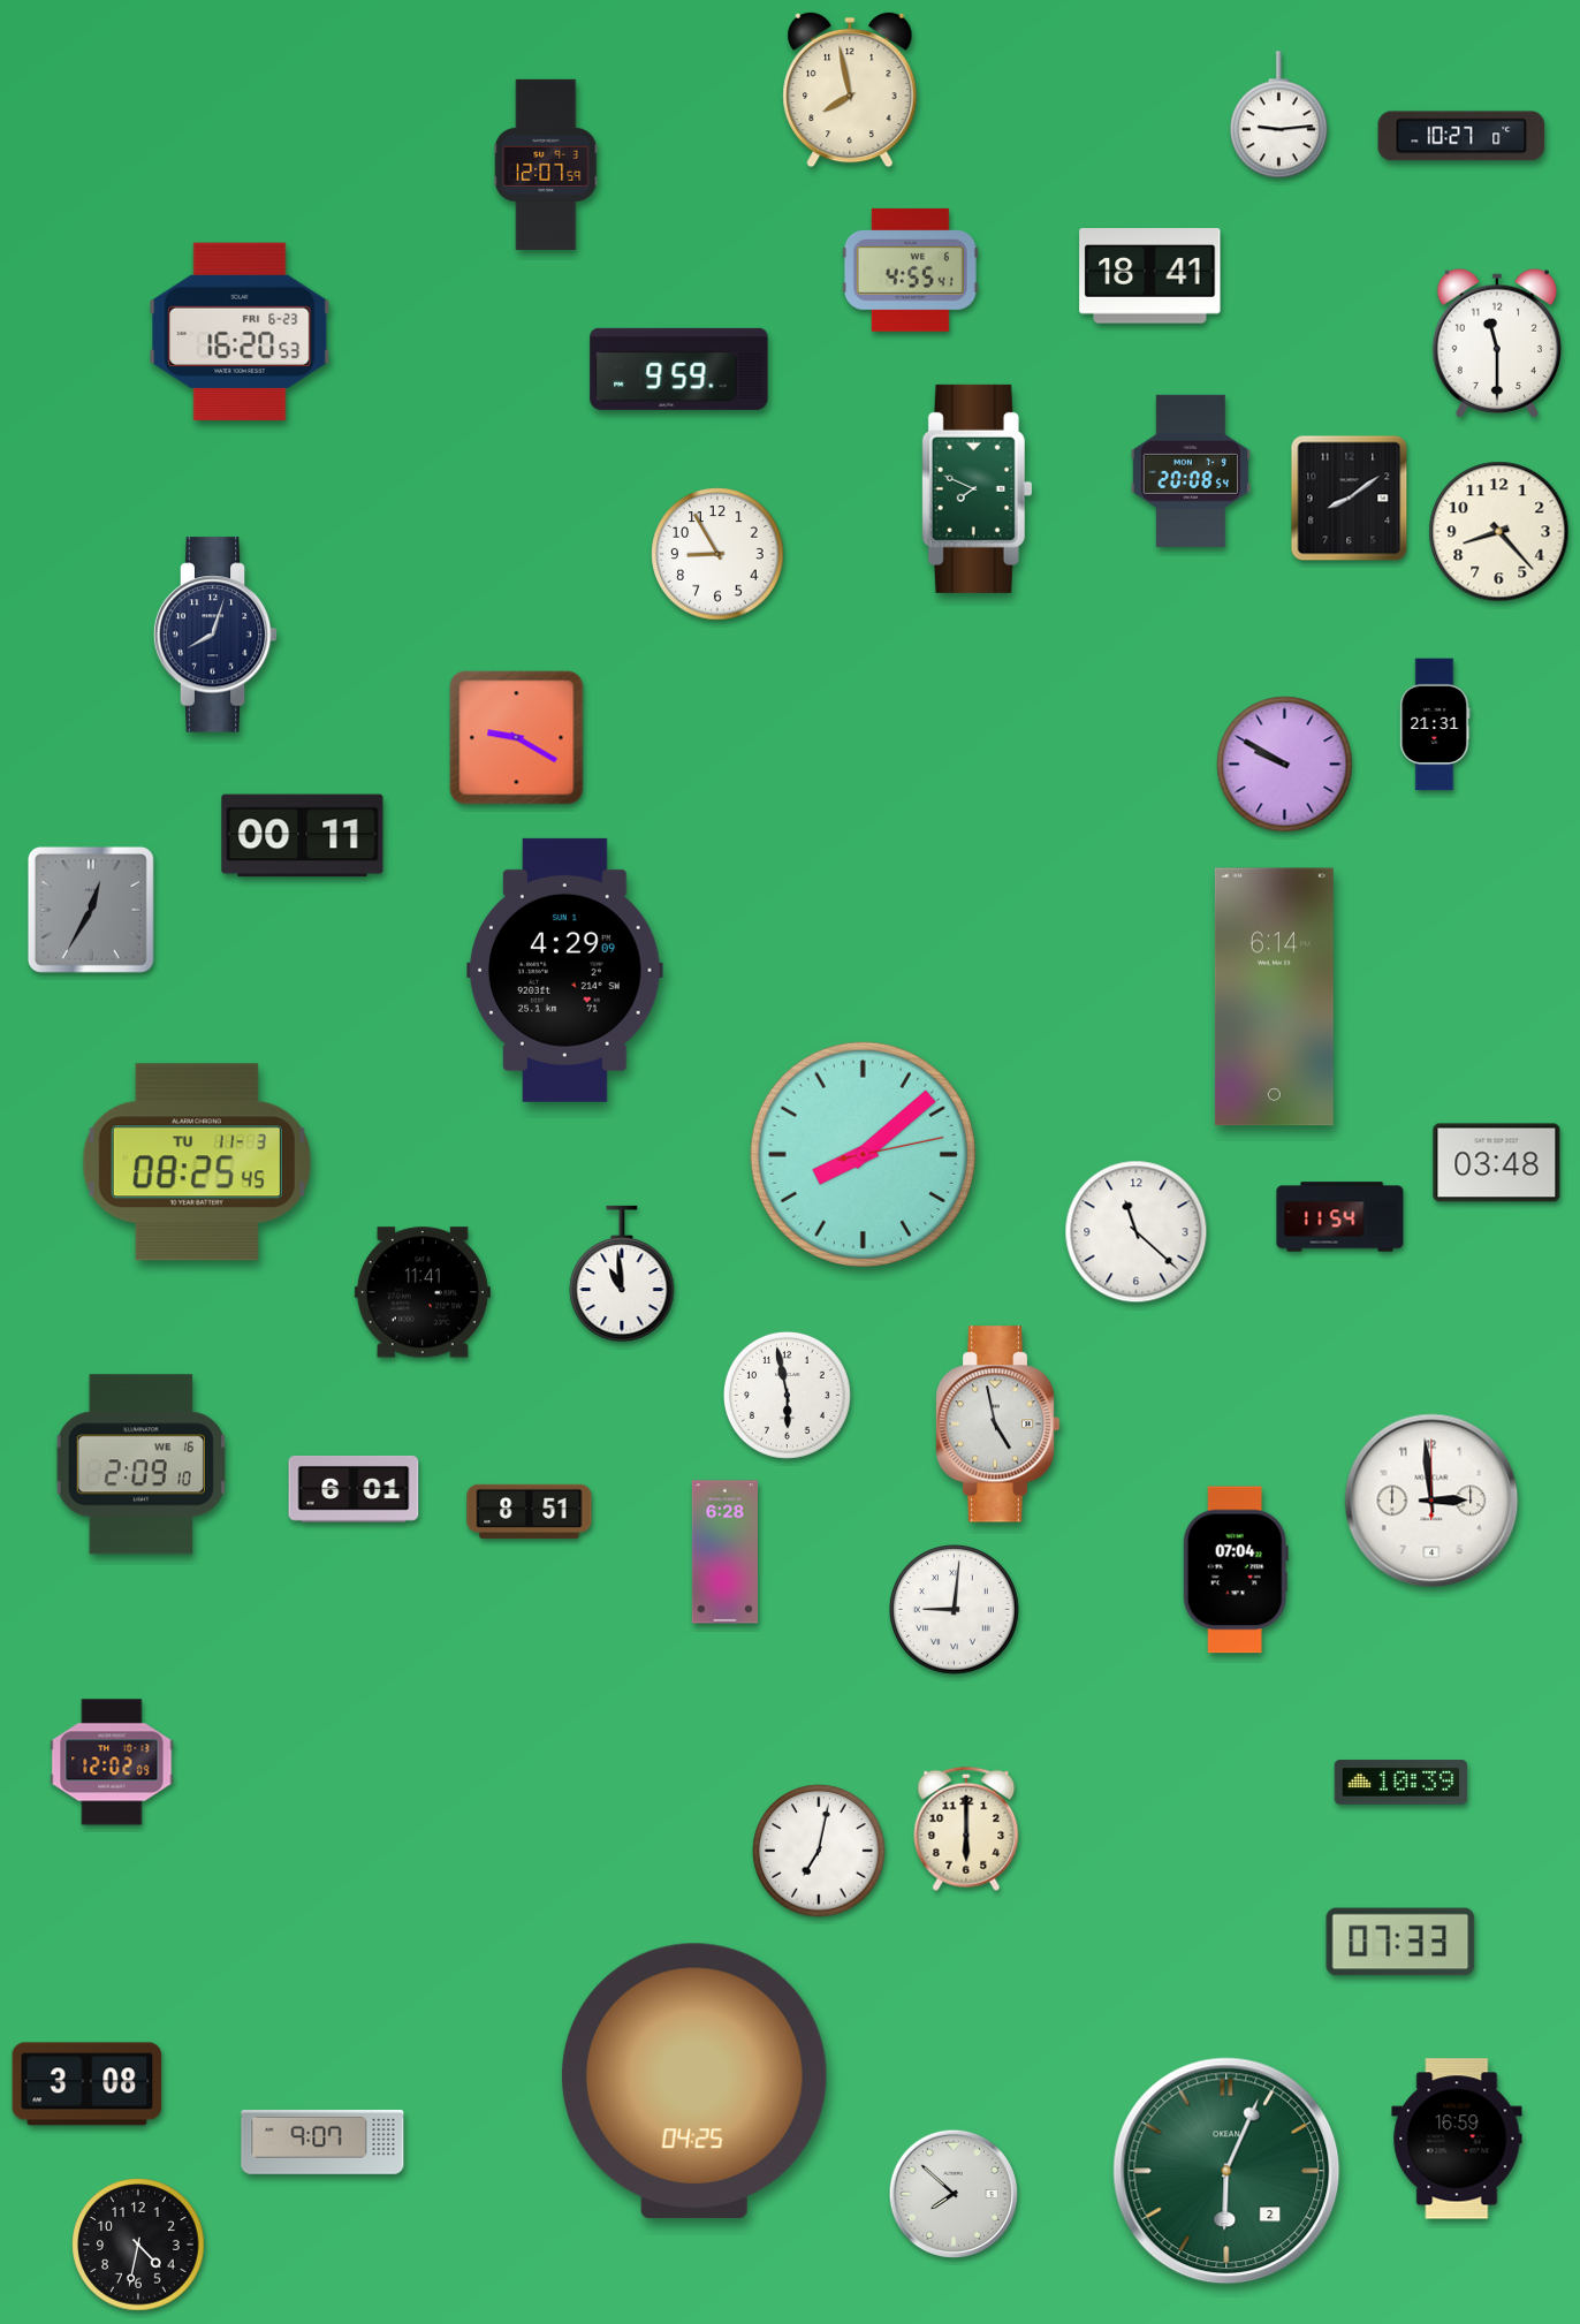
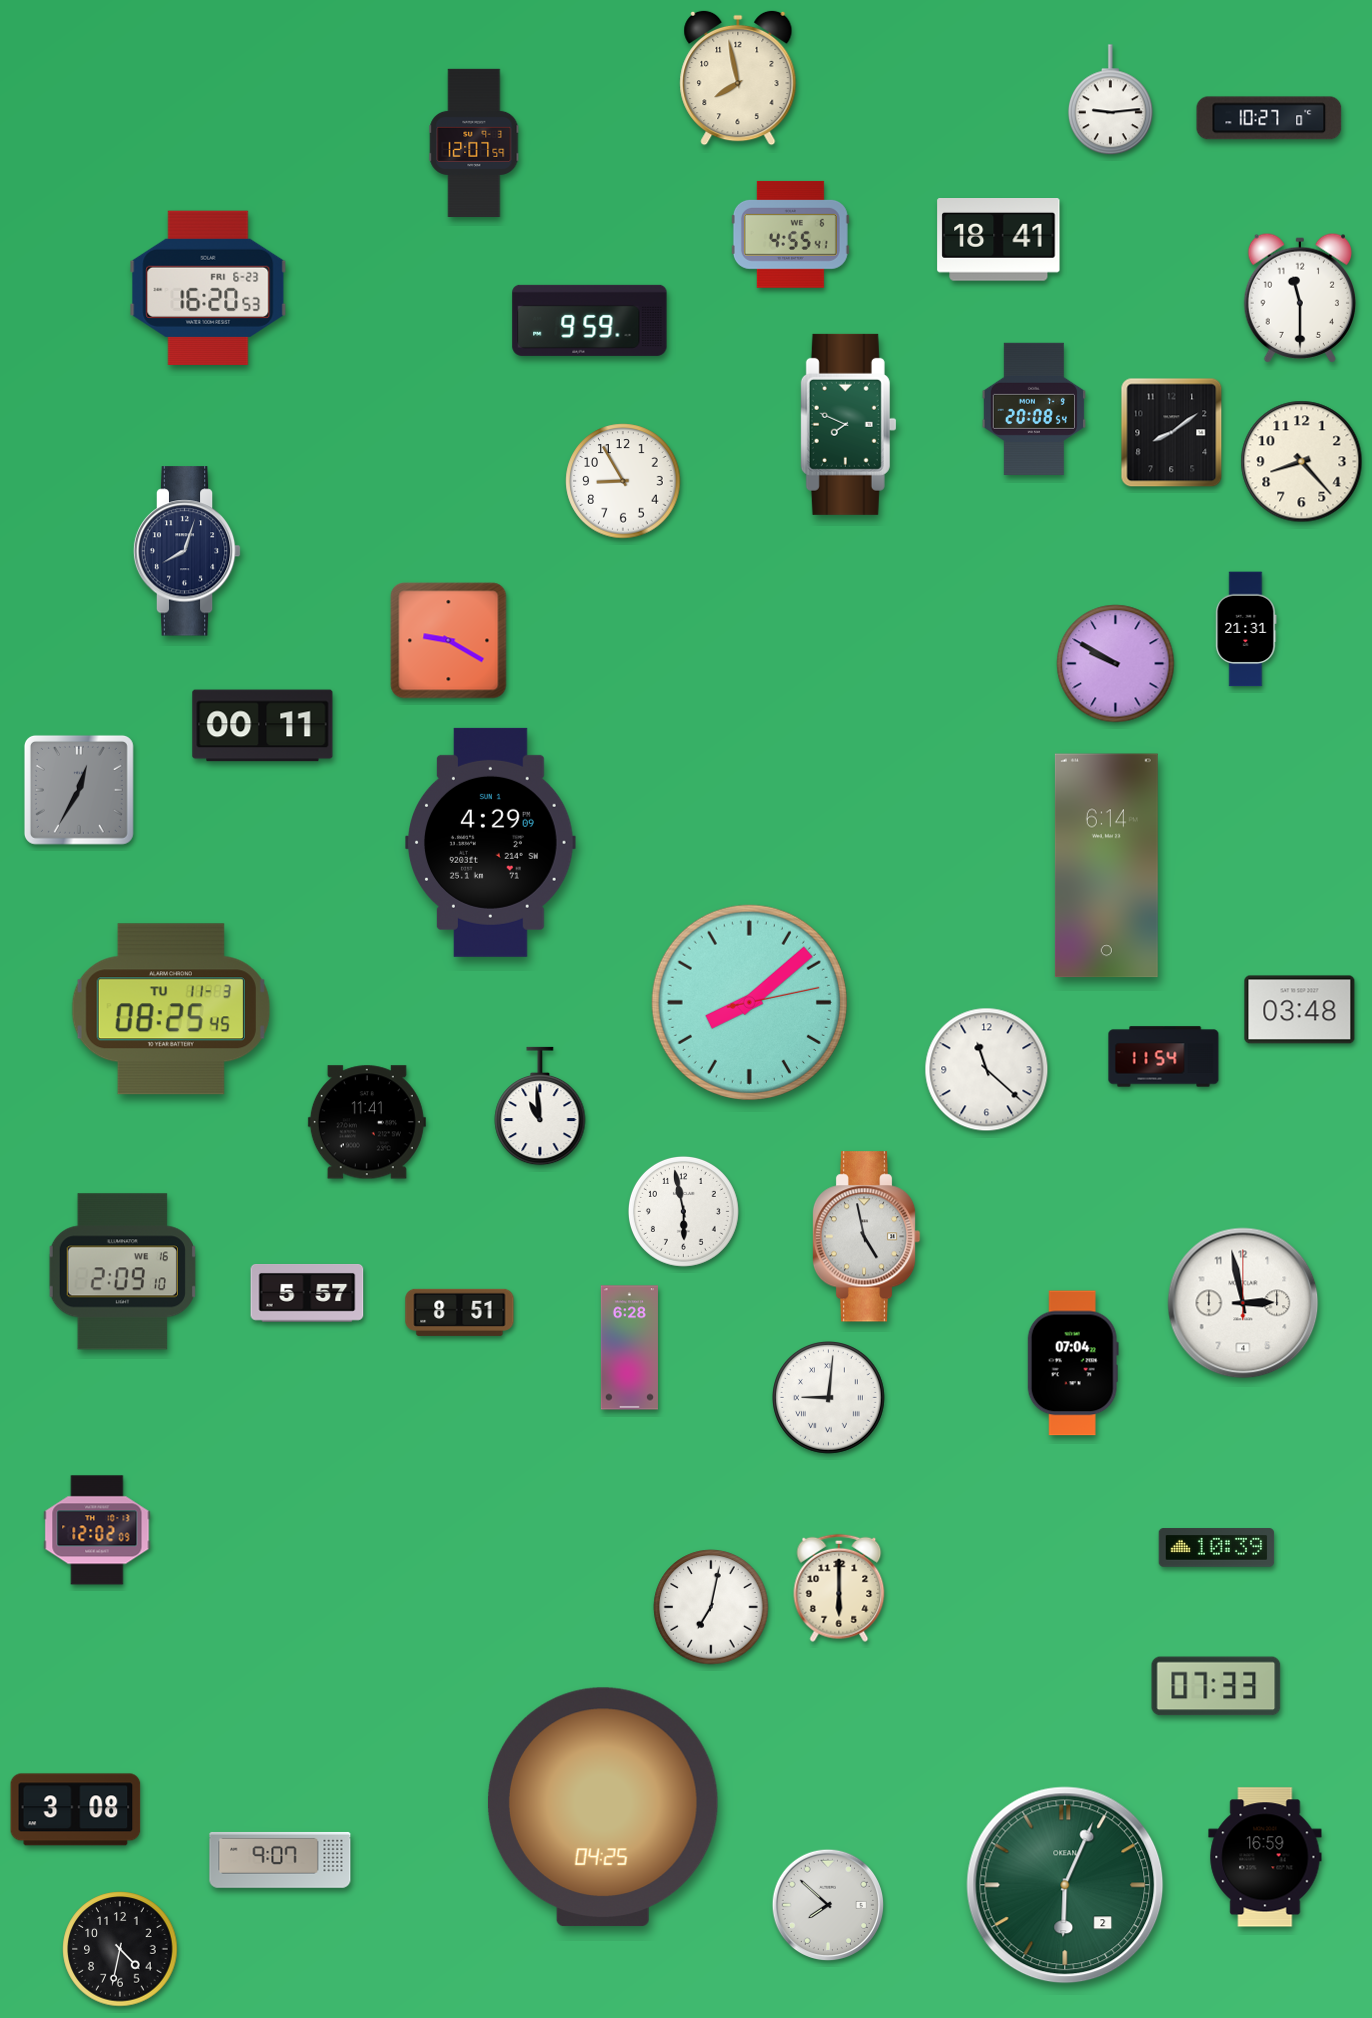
clock at (354, 1490): 6:01 -> 5:57
clock at (1431, 1501): 2:59 -> 2:58
